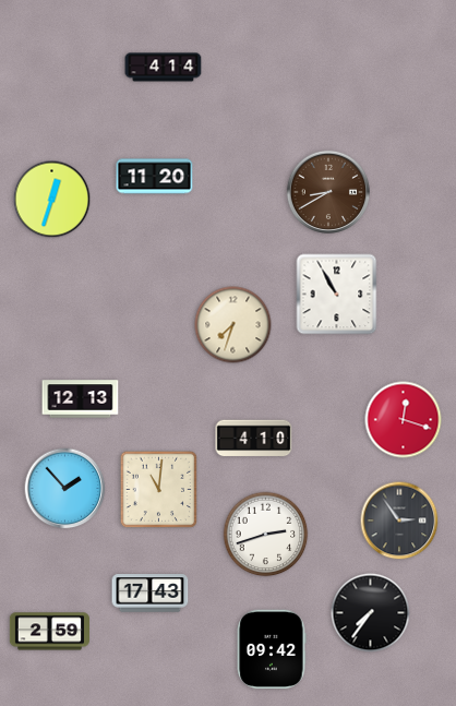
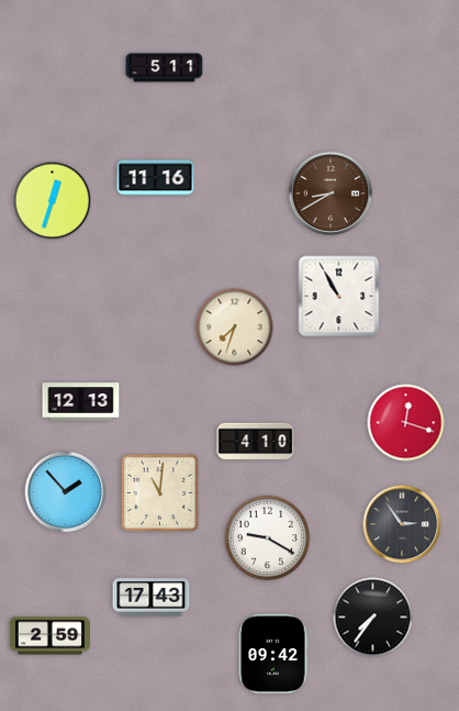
clock at (164, 68): 4:14 -> 5:11
clock at (155, 177): 11:20 -> 11:16
clock at (266, 535): 2:42 -> 9:20
